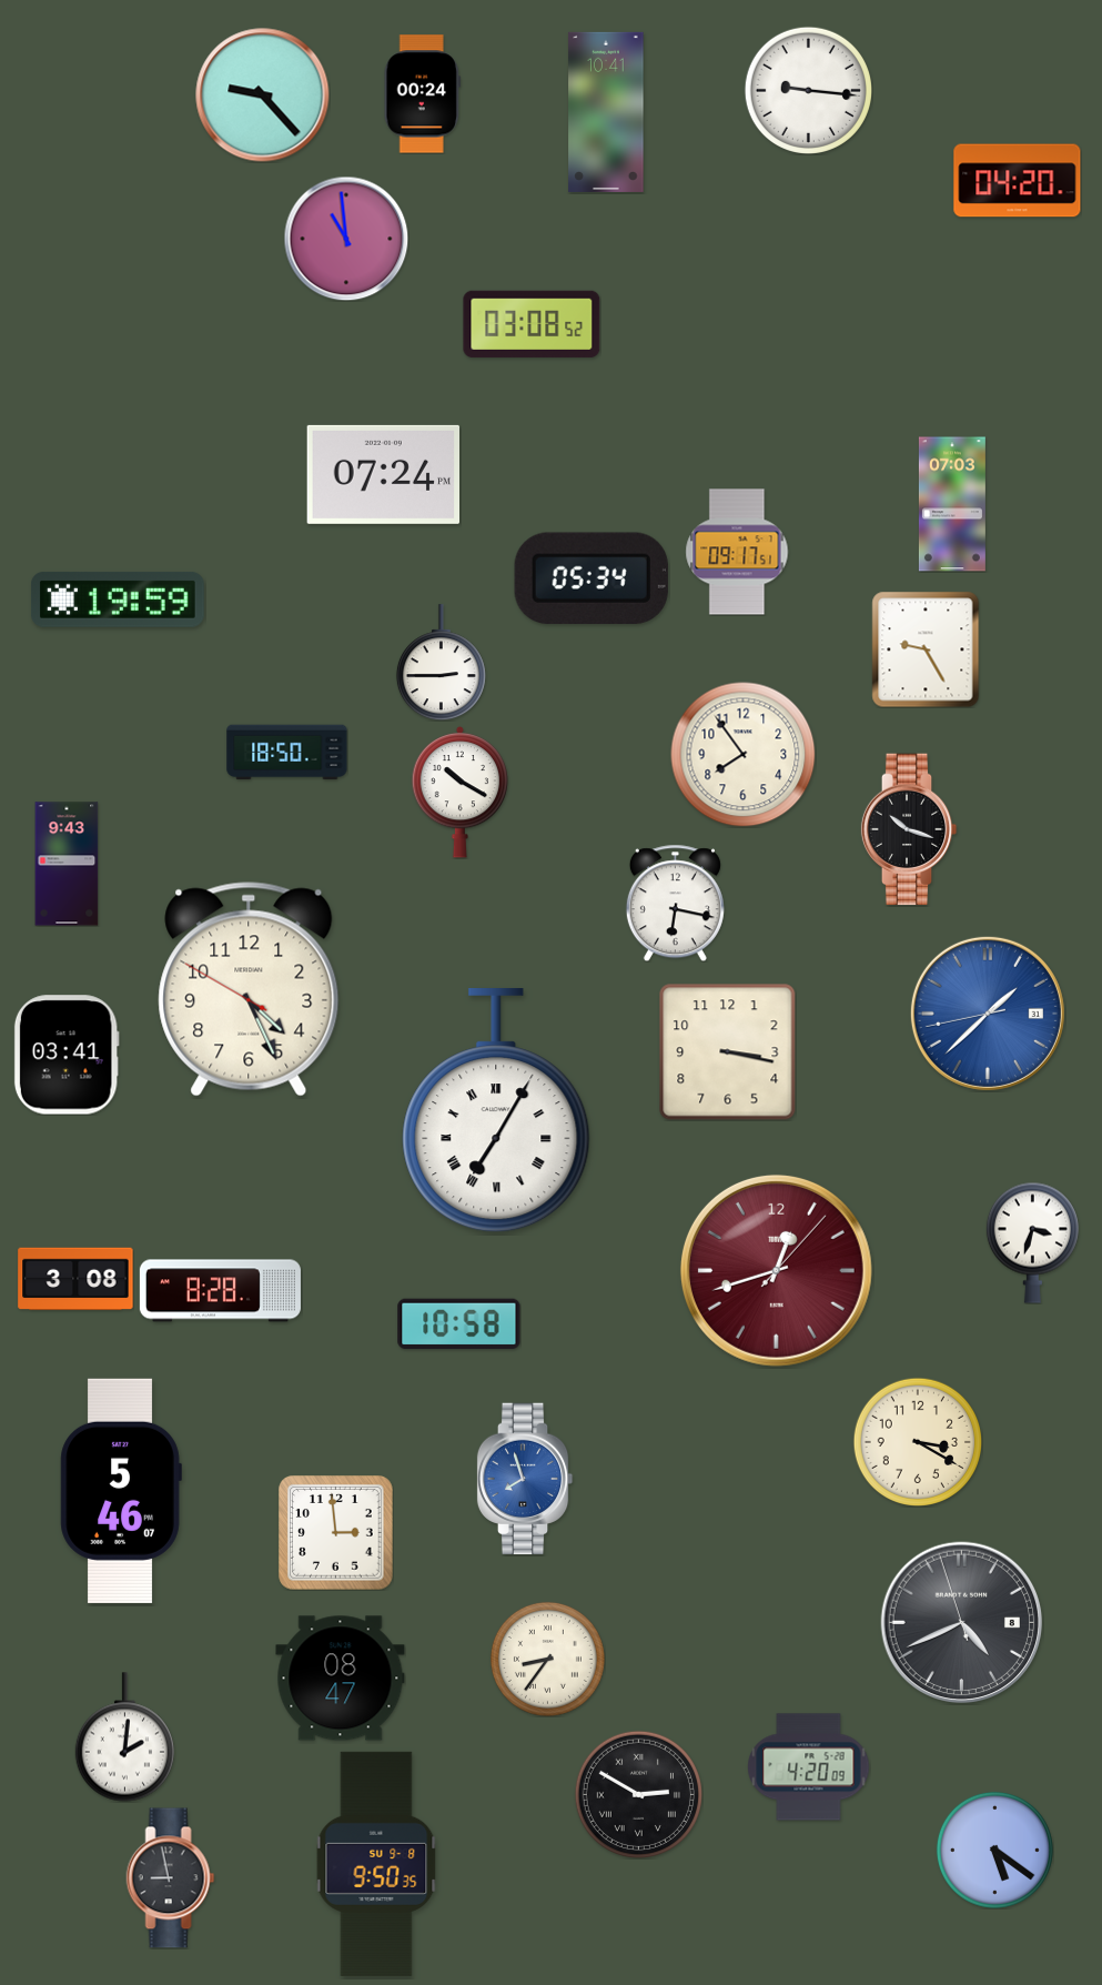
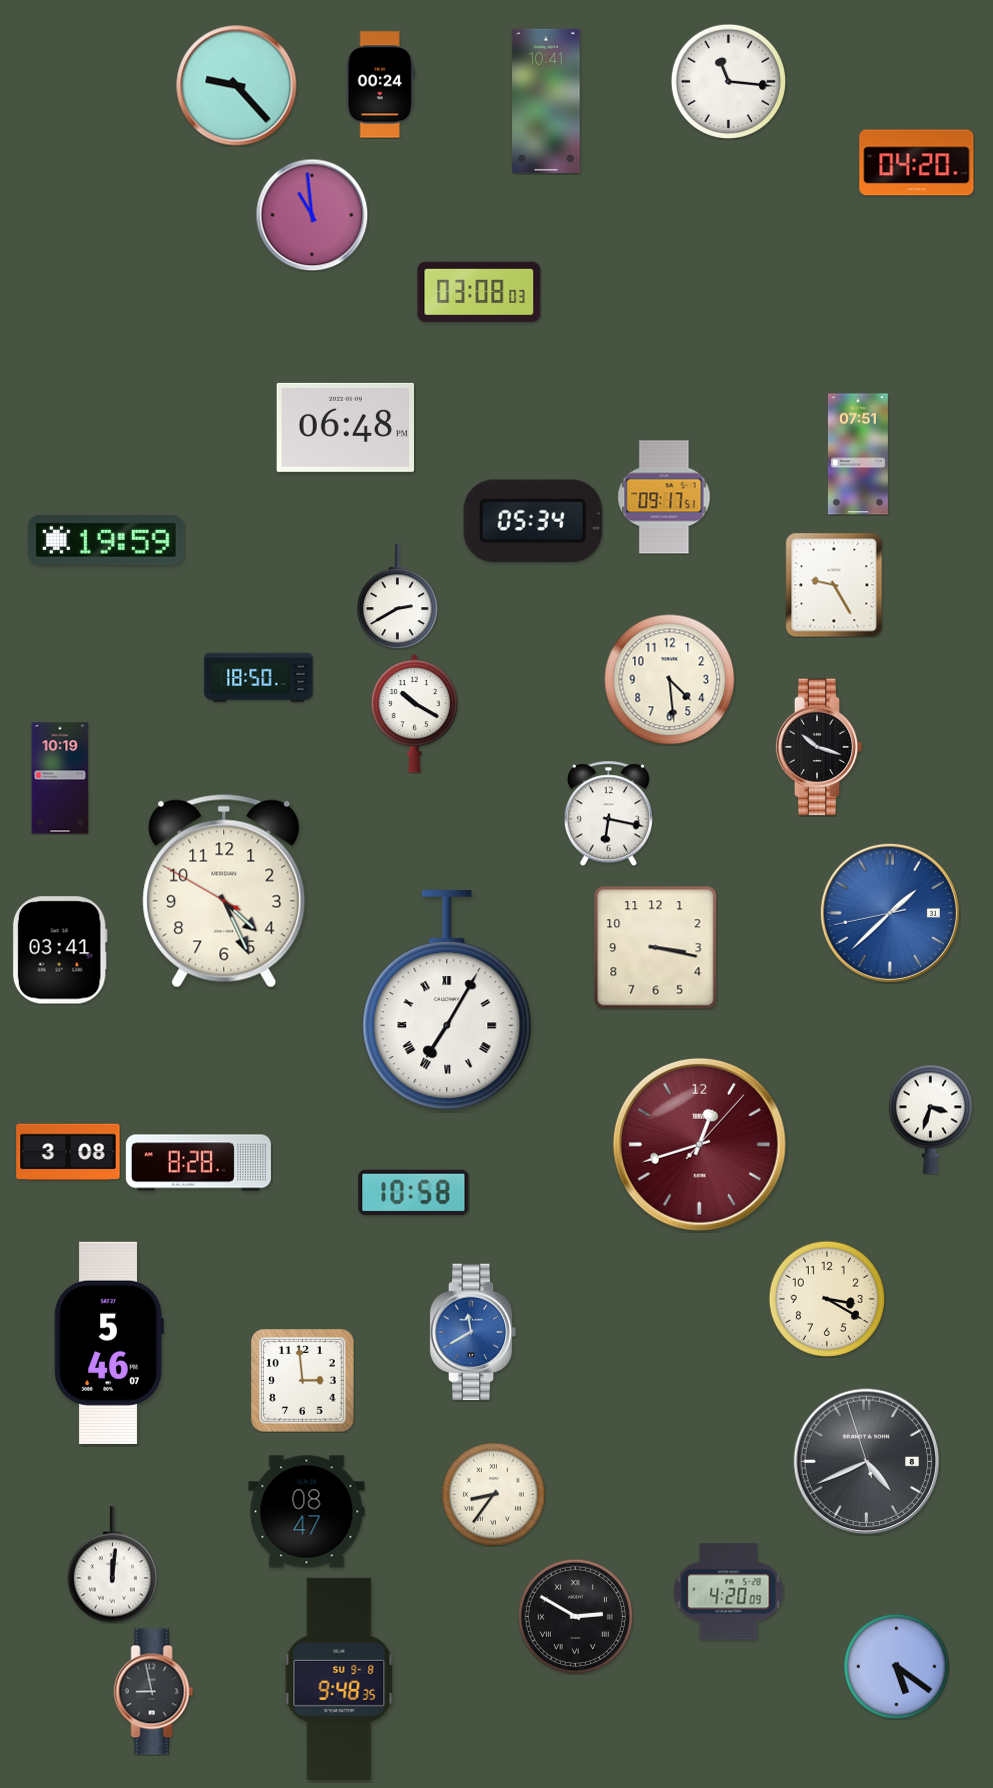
clock at (808, 90): 9:16 -> 11:16
clock at (532, 324): 03:08:52 -> 03:08:03
clock at (384, 474): 07:24 -> 06:48
clock at (952, 504): 07:03 -> 07:51
clock at (441, 663): 2:45 -> 2:40
clock at (744, 755): 7:54 -> 4:29
clock at (67, 864): 9:43 -> 10:19
clock at (525, 1479): 7:57 -> 11:40
clock at (124, 1737): 2:01 -> 12:01
clock at (376, 1864): 9:50 -> 9:48
